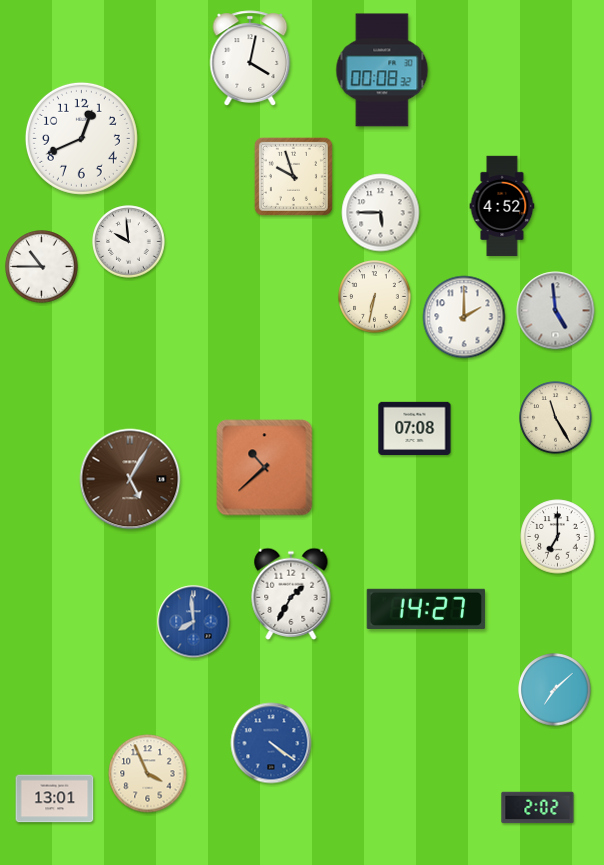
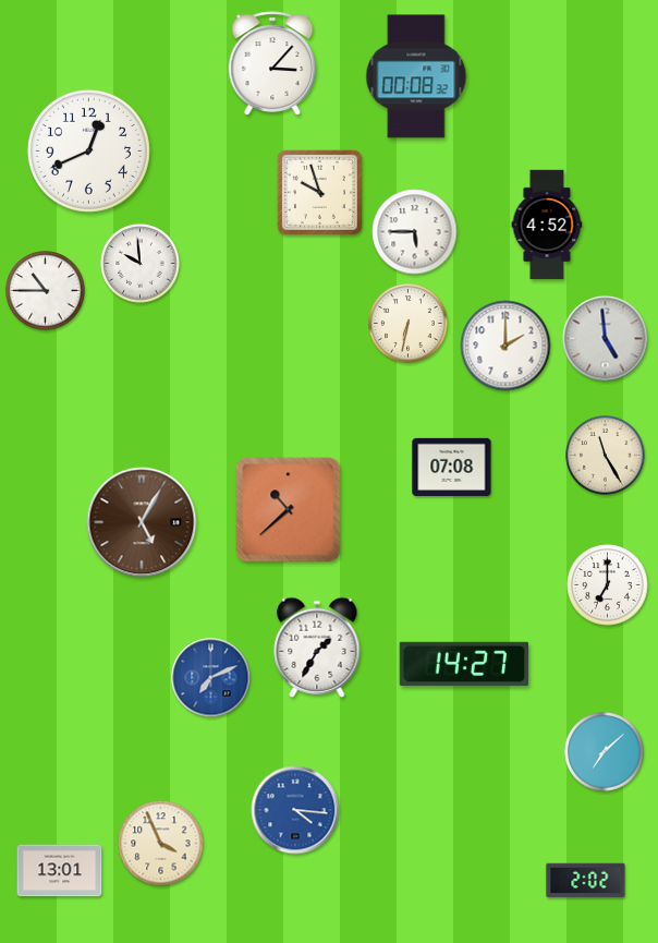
clock at (250, 58): 4:02 -> 3:07
clock at (194, 622): 7:59 -> 7:11
clock at (271, 743): 4:21 -> 4:16
